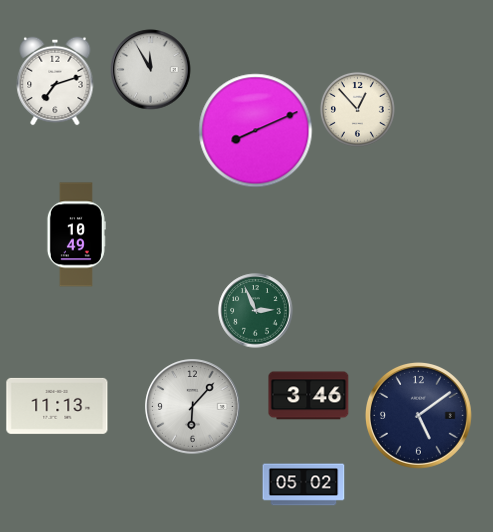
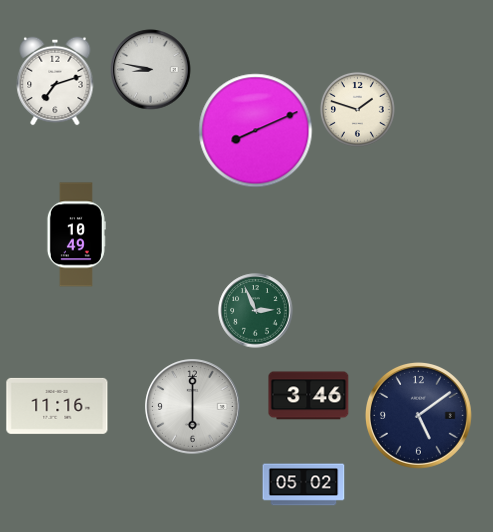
clock at (151, 70): 11:55 -> 8:47
clock at (357, 109): 12:53 -> 1:48
clock at (57, 406): 11:13 -> 11:16
clock at (193, 407): 6:07 -> 6:00
